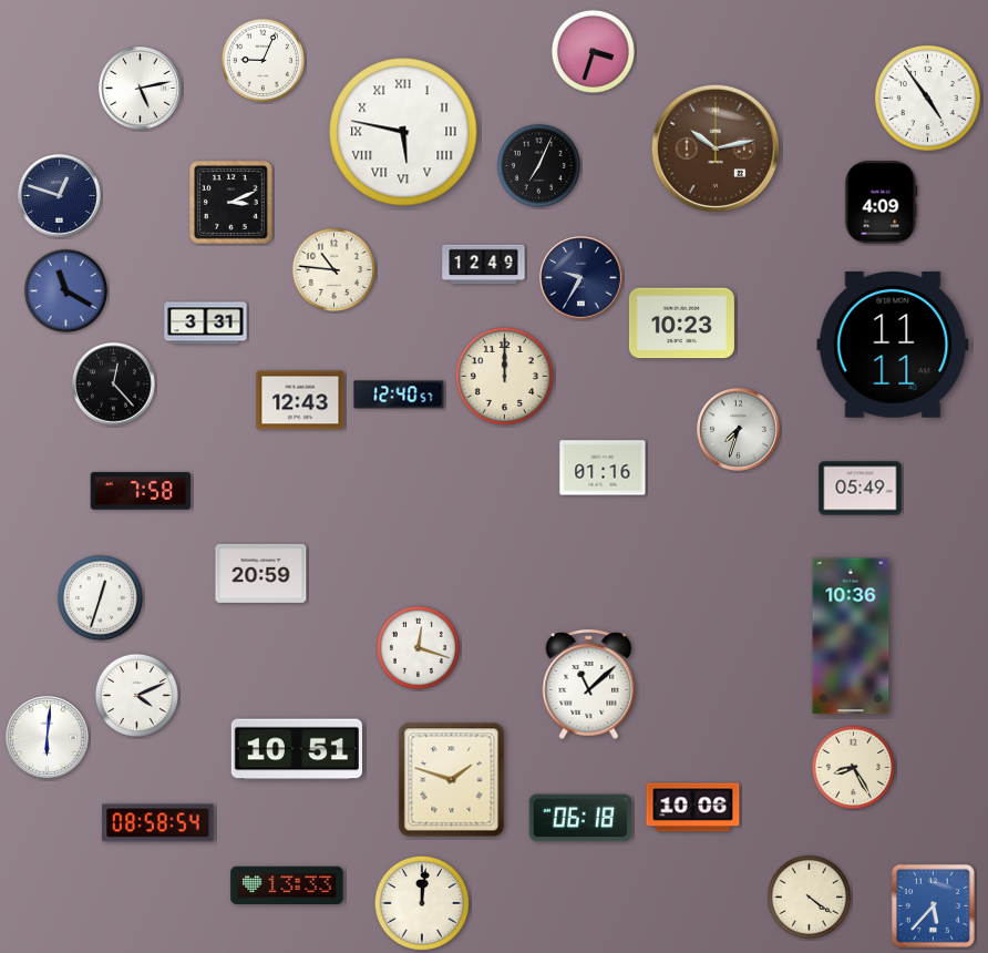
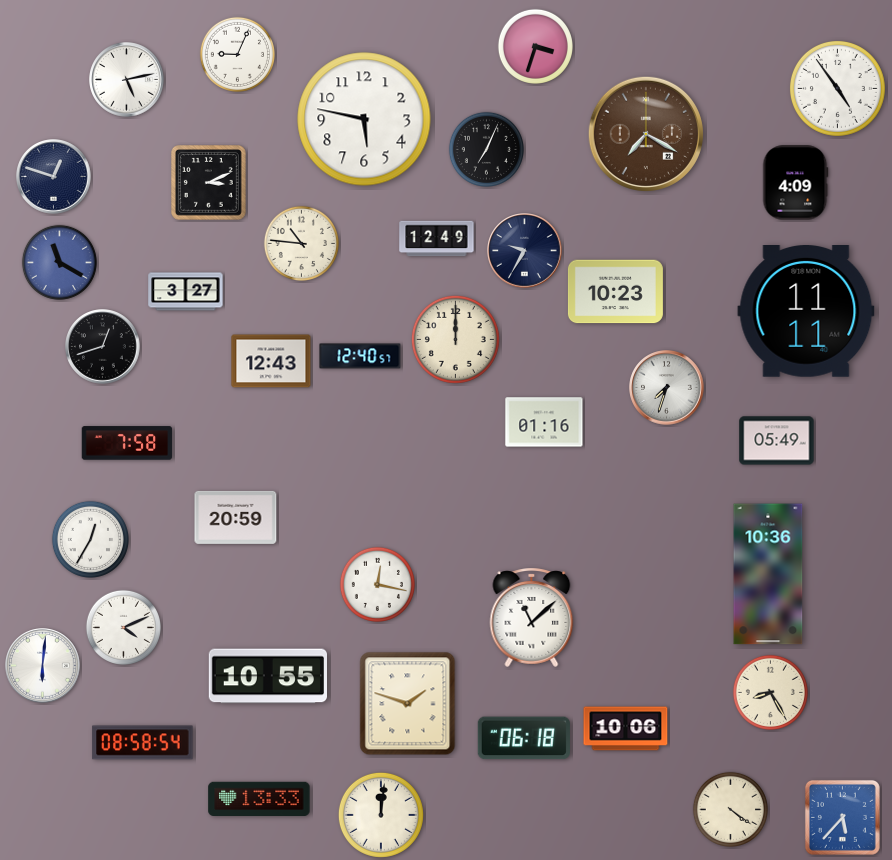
clock at (403, 132) numerals: Roman -> Arabic
clock at (716, 148): 10:13 -> 7:20
clock at (206, 324): 3:31 -> 3:27
clock at (114, 385): 12:23 -> 12:42
clock at (100, 597): 12:33 -> 12:35
clock at (418, 647): 12:18 -> 12:17
clock at (296, 749): 10:51 -> 10:55
